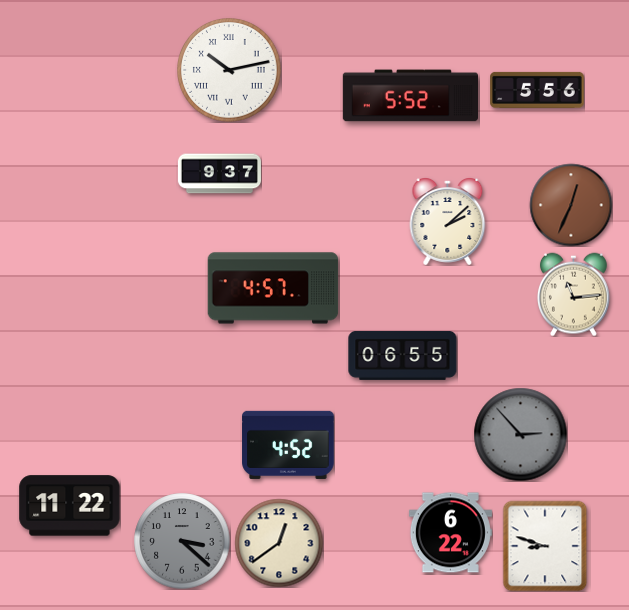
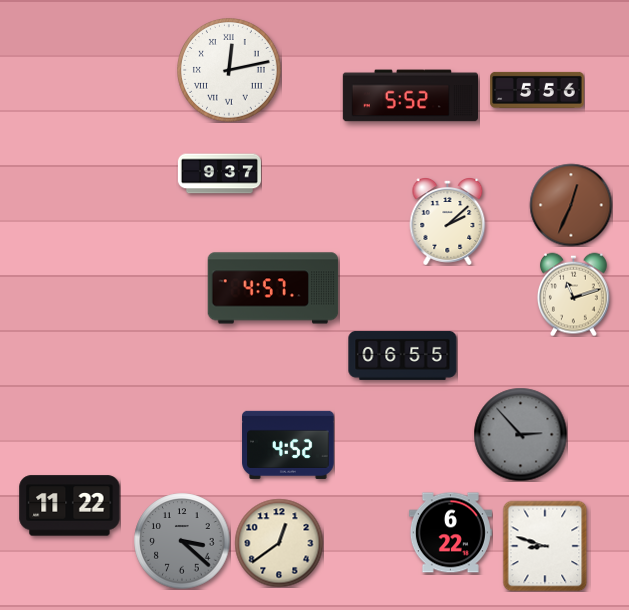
clock at (230, 71): 10:13 -> 12:13
clock at (573, 294): 11:14 -> 11:12
